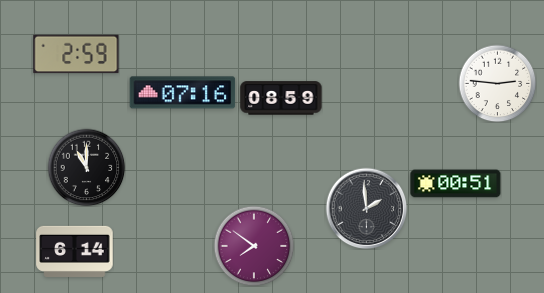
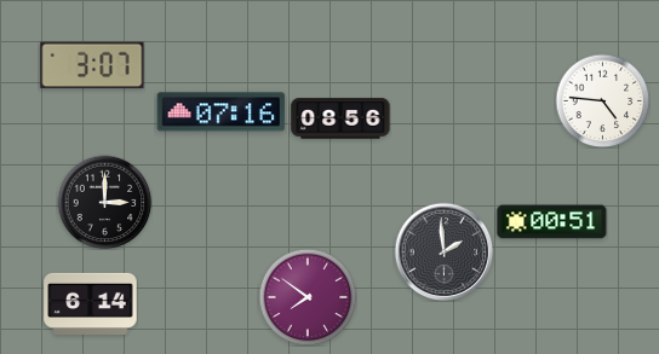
clock at (76, 54): 2:59 -> 3:07
clock at (497, 83): 2:46 -> 4:46
clock at (281, 98): 08:59 -> 08:56
clock at (86, 167): 11:00 -> 3:00
